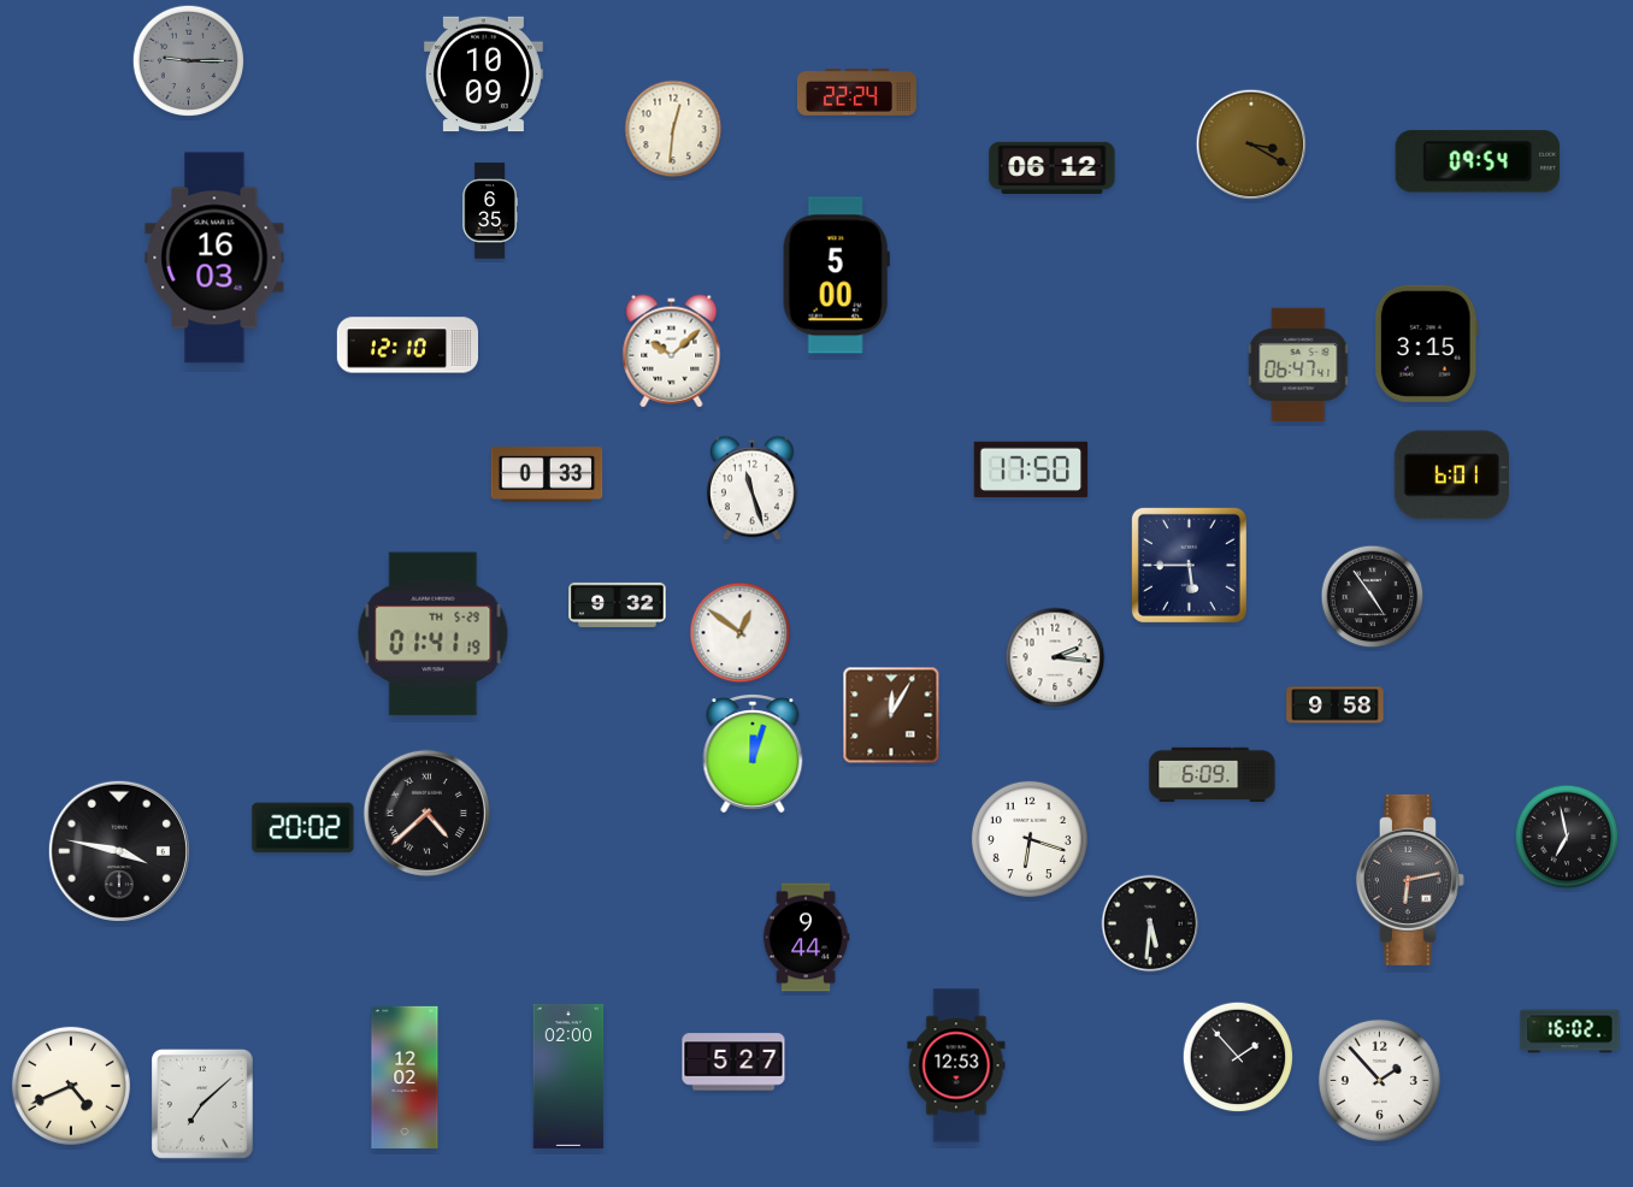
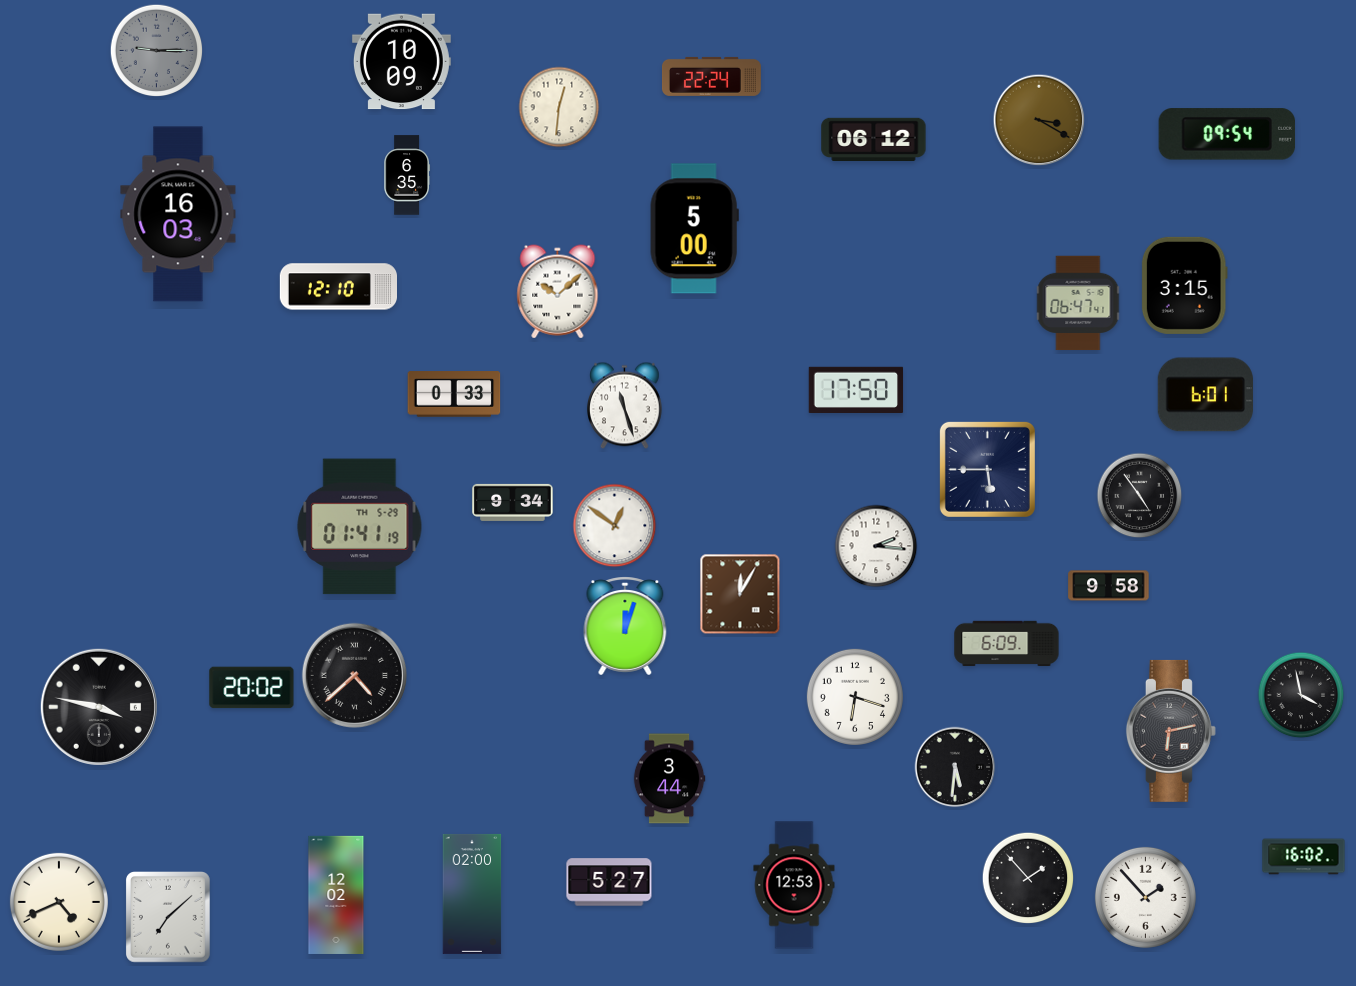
clock at (618, 604): 9:32 -> 9:34
clock at (1567, 837): 6:58 -> 3:58
clock at (806, 938): 9:44 -> 3:44
